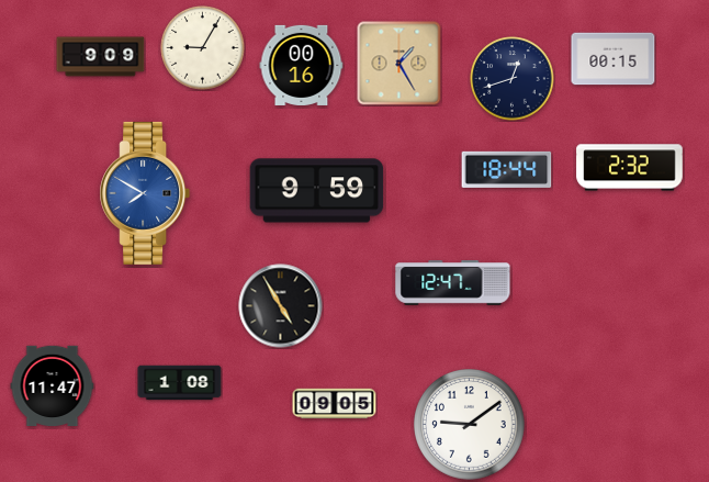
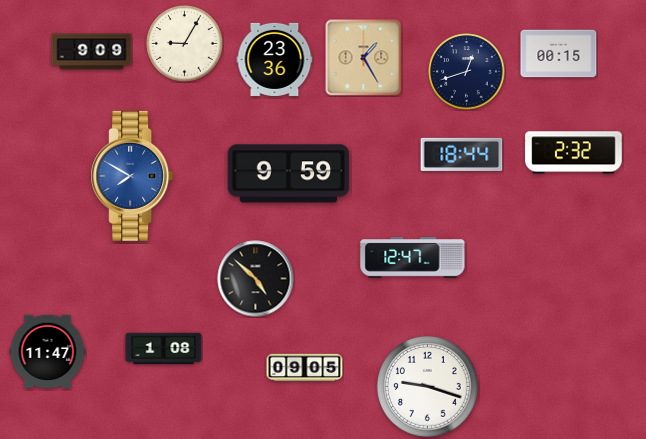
clock at (302, 65): 00:16 -> 23:36
clock at (281, 306): 4:55 -> 4:52
clock at (470, 425): 9:09 -> 9:18
